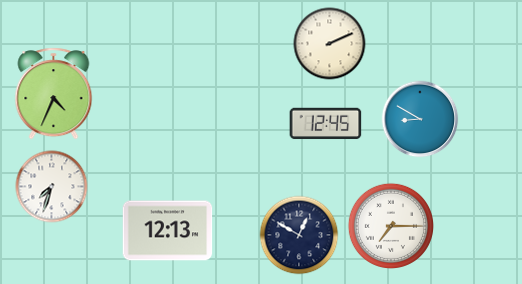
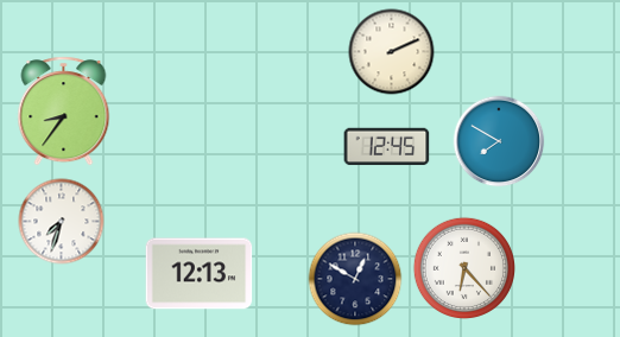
clock at (54, 94): 4:34 -> 8:36
clock at (420, 119): 8:50 -> 7:50
clock at (390, 225): 7:15 -> 6:23
